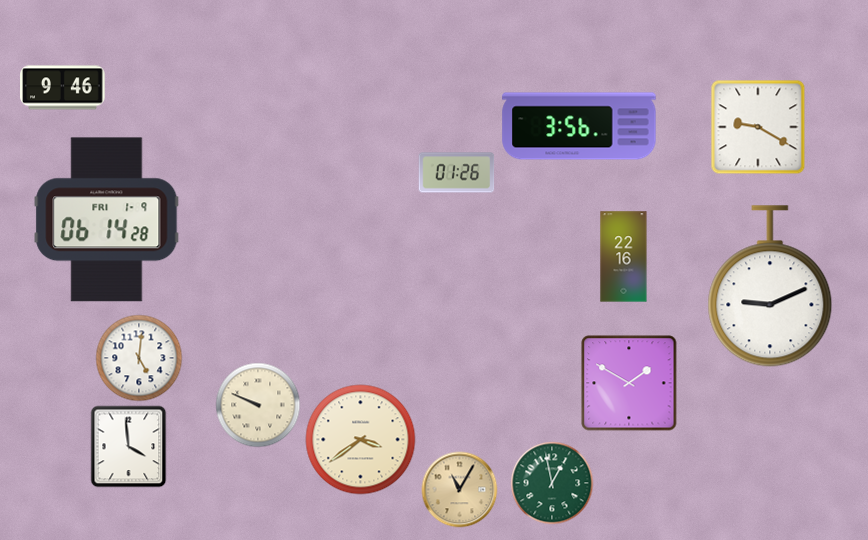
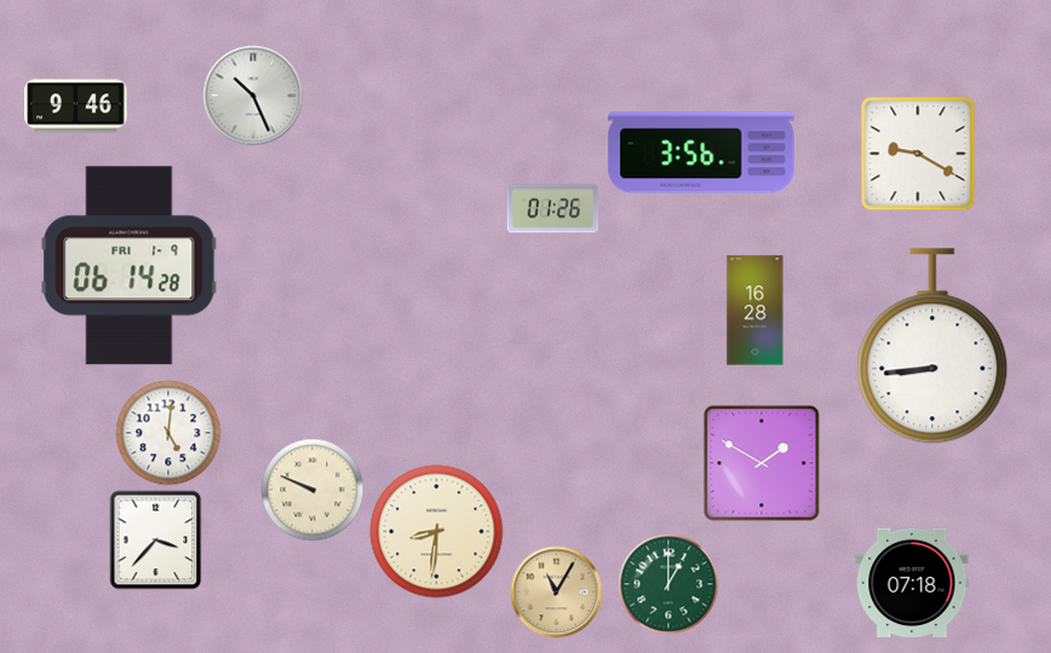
clock at (253, 96): none -> 10:26
clock at (624, 257): 22:16 -> 16:28
clock at (770, 286): 9:11 -> 8:44
clock at (361, 440): 3:39 -> 8:31
clock at (129, 447): 3:59 -> 3:37
clock at (912, 583): none -> 07:18
clock at (552, 483): 12:58 -> 1:00
